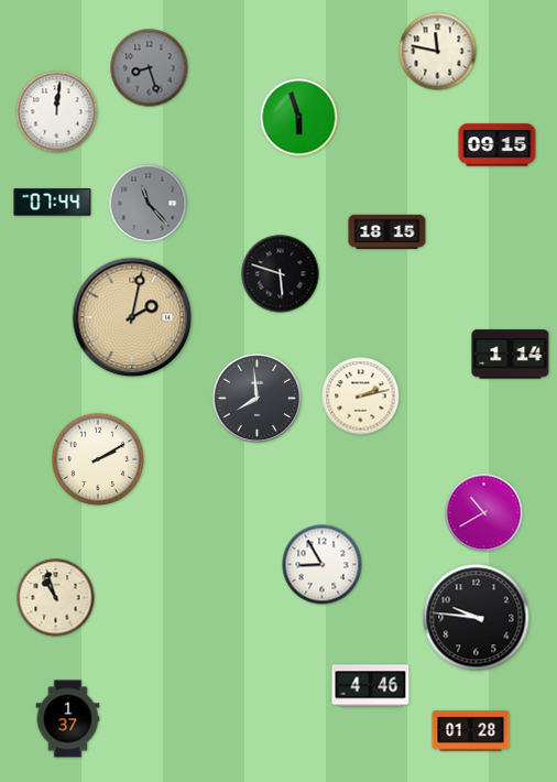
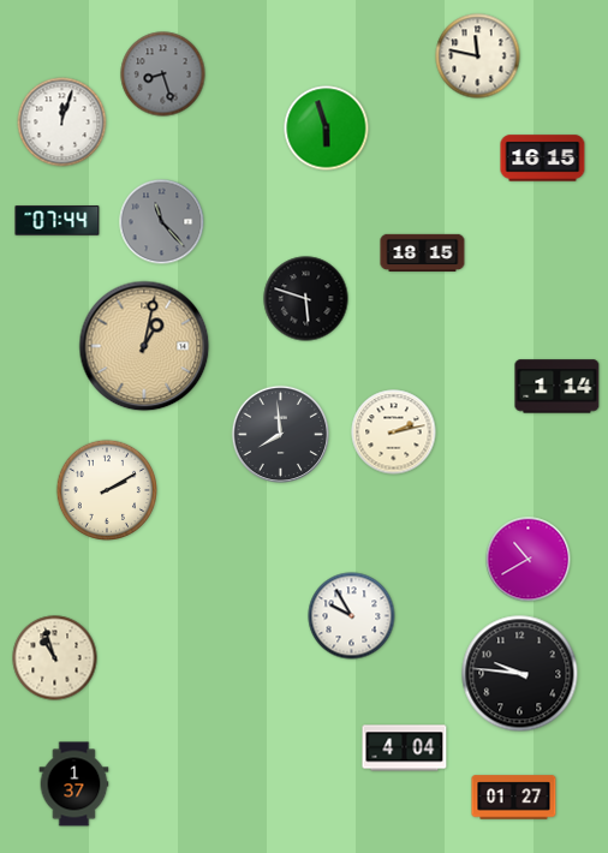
clock at (57, 112): 12:01 -> 12:03
clock at (498, 145): 09:15 -> 16:15
clock at (132, 317): 2:02 -> 1:02
clock at (97, 458) position: (97, 458) -> (106, 489)
clock at (323, 565): 8:55 -> 9:55
clock at (56, 598) position: (56, 598) -> (55, 658)
clock at (371, 686): 4:46 -> 4:04
clock at (471, 731): 01:28 -> 01:27
